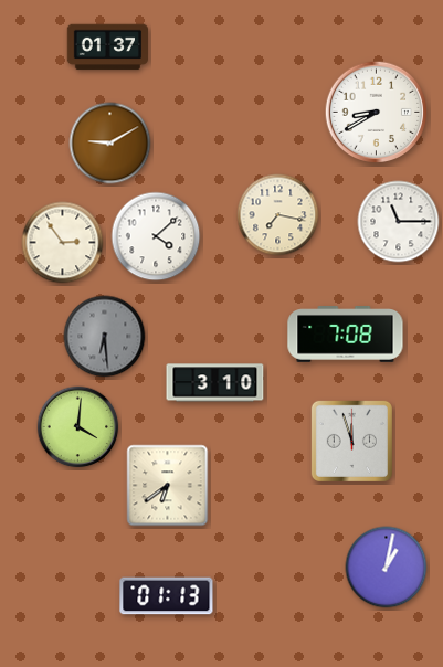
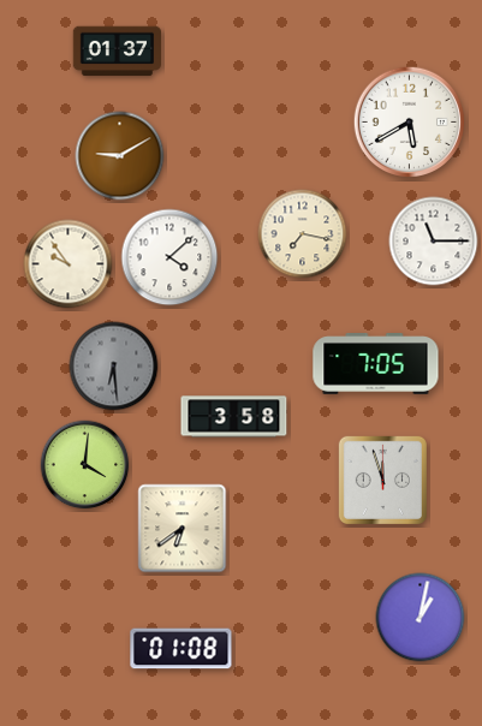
clock at (377, 113): 8:40 -> 5:40
clock at (63, 243): 2:54 -> 9:54
clock at (346, 335): 7:08 -> 7:05
clock at (215, 383): 3:10 -> 3:58
clock at (167, 596): 01:13 -> 01:08
